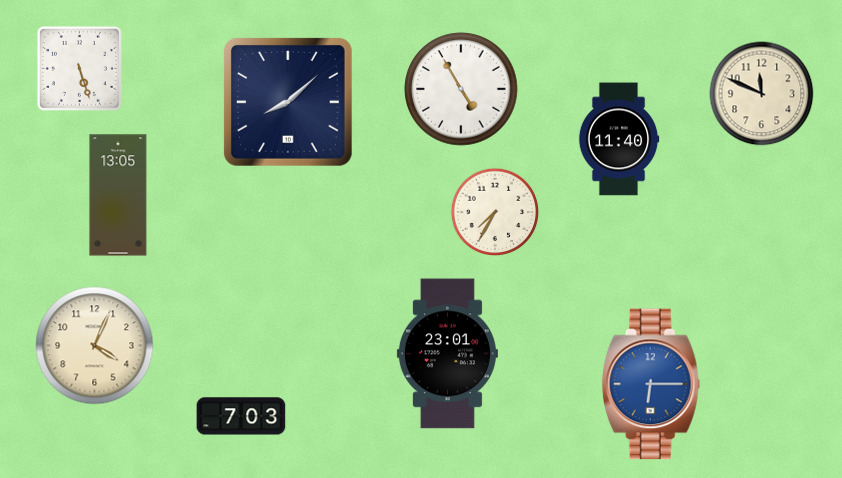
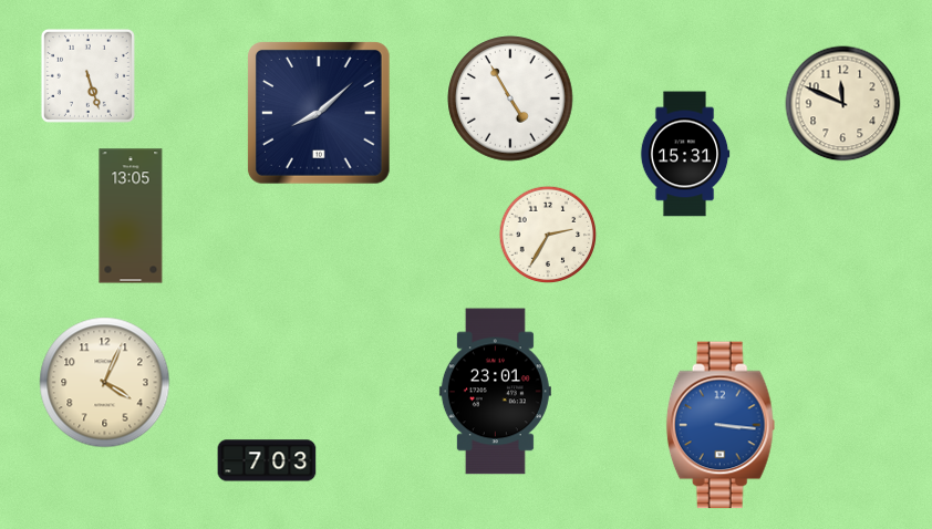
clock at (619, 139): 11:40 -> 15:31
clock at (495, 212): 7:35 -> 2:35
clock at (651, 384): 6:15 -> 3:16
